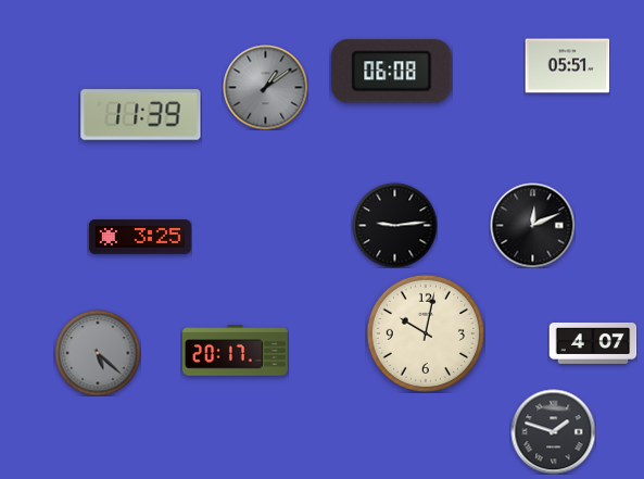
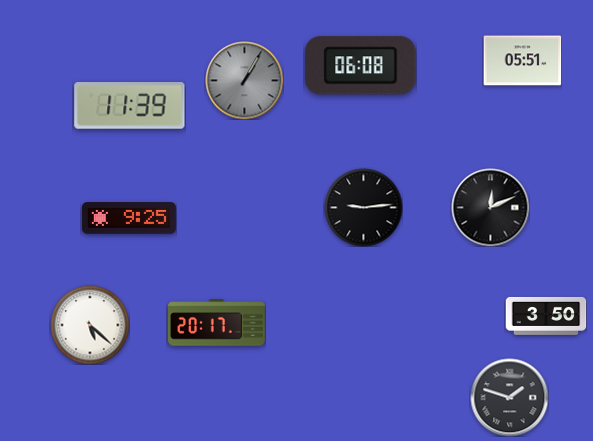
clock at (265, 87): 1:09 -> 1:05
clock at (140, 237): 3:25 -> 9:25
clock at (426, 333): 10:02 -> none
clock at (593, 343): 4:07 -> 3:50
clock at (98, 353) dial: grey -> white
